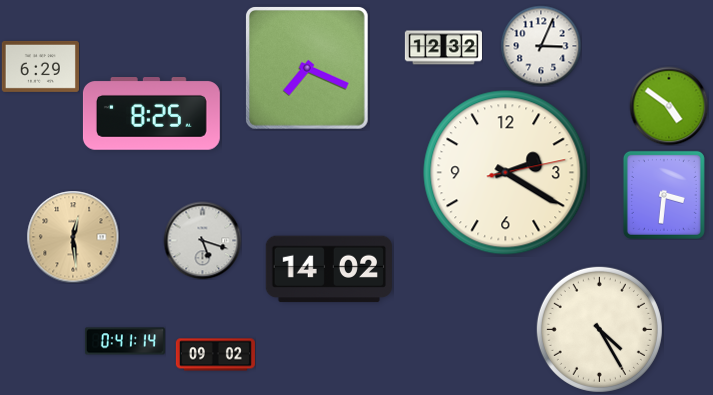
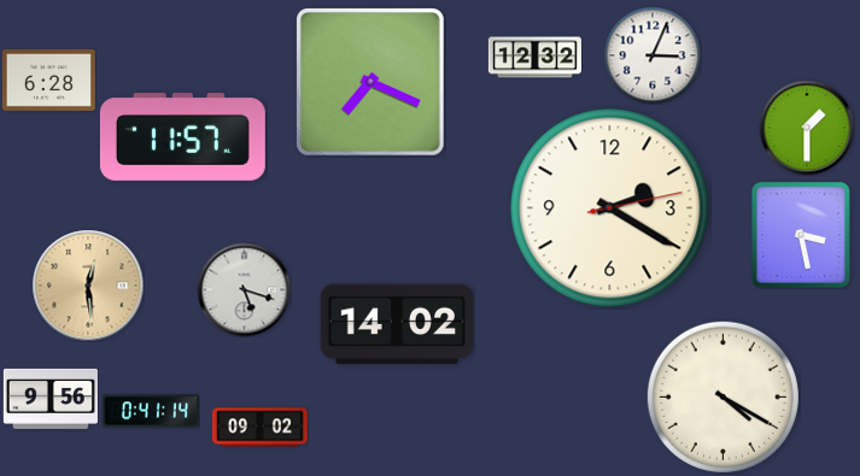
clock at (40, 66): 6:29 -> 6:28
clock at (669, 106): 4:51 -> 1:30
clock at (151, 114): 8:25 -> 11:57
clock at (664, 195): 3:31 -> 3:28
clock at (599, 329): 4:25 -> 4:20
clock at (51, 399): none -> 9:56
